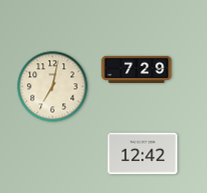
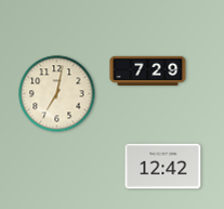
clock at (137, 69) position: (137, 69) -> (148, 70)
clock at (143, 154) position: (143, 154) -> (163, 167)
